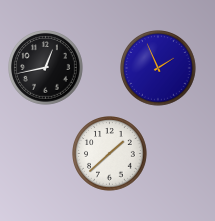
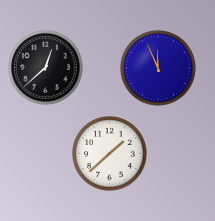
clock at (46, 68): 12:43 -> 12:38
clock at (158, 68): 1:56 -> 11:56
